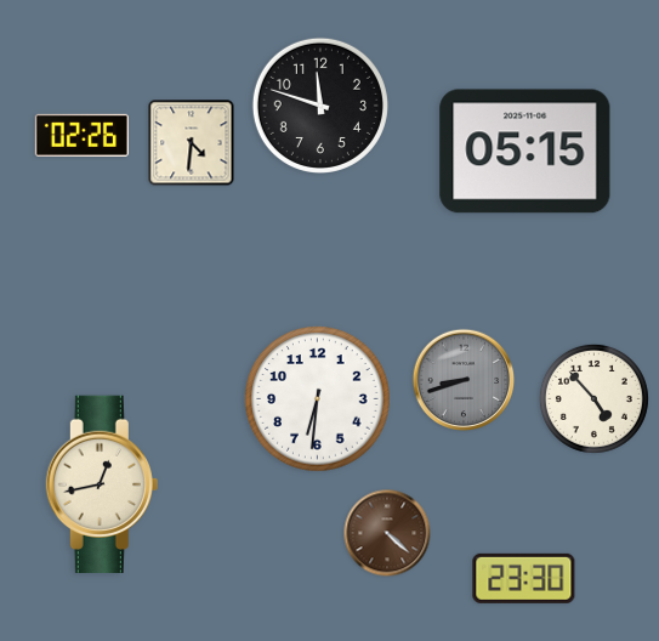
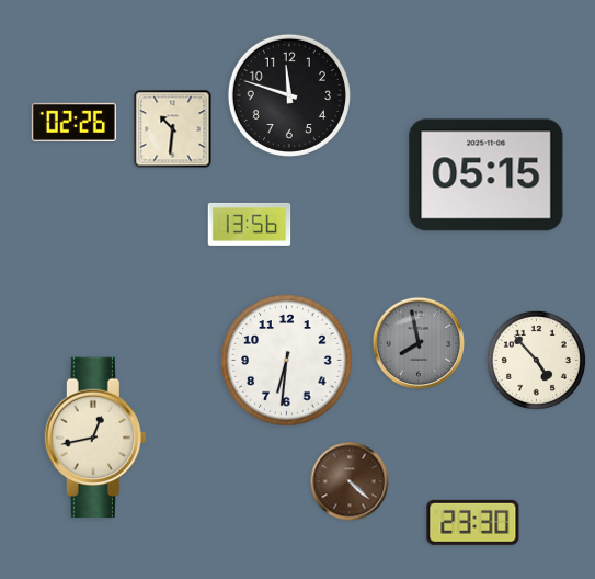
clock at (192, 143): 4:31 -> 10:31
clock at (526, 152) position: (526, 152) -> (487, 175)
clock at (250, 224): none -> 13:56
clock at (464, 380): 8:42 -> 7:58
clock at (102, 483) position: (102, 483) -> (95, 436)
